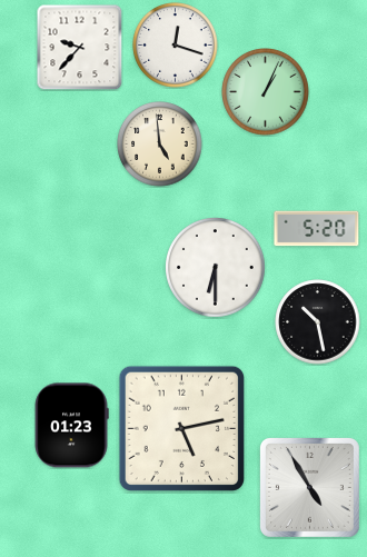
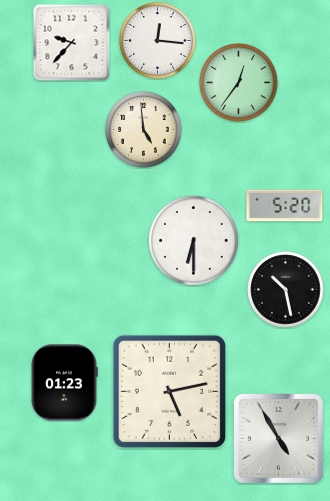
clock at (176, 46): 12:18 -> 12:16
clock at (266, 92): 1:04 -> 12:36
clock at (181, 428) position: (181, 428) -> (169, 391)
